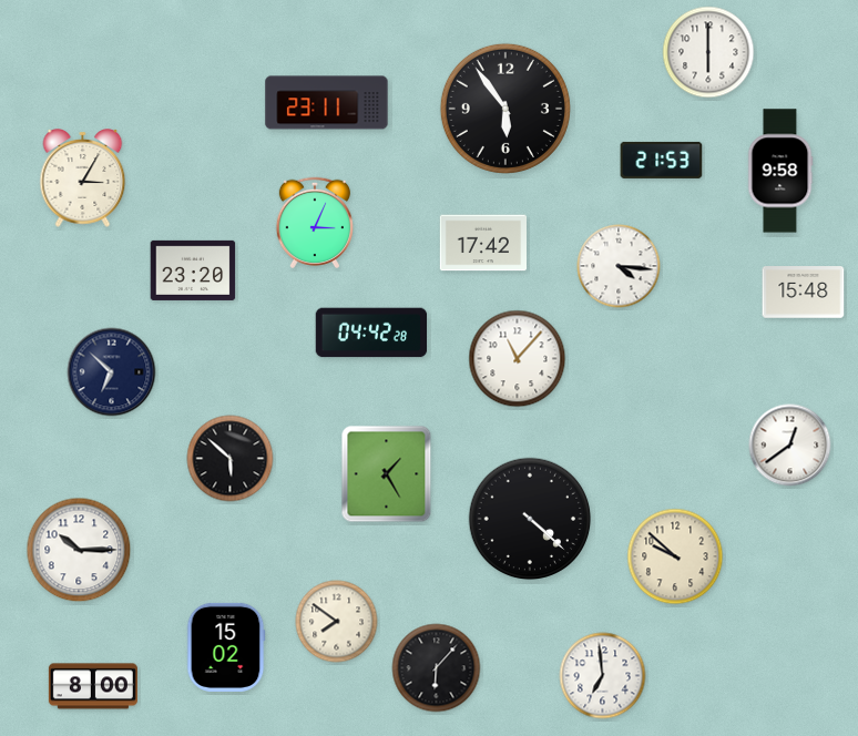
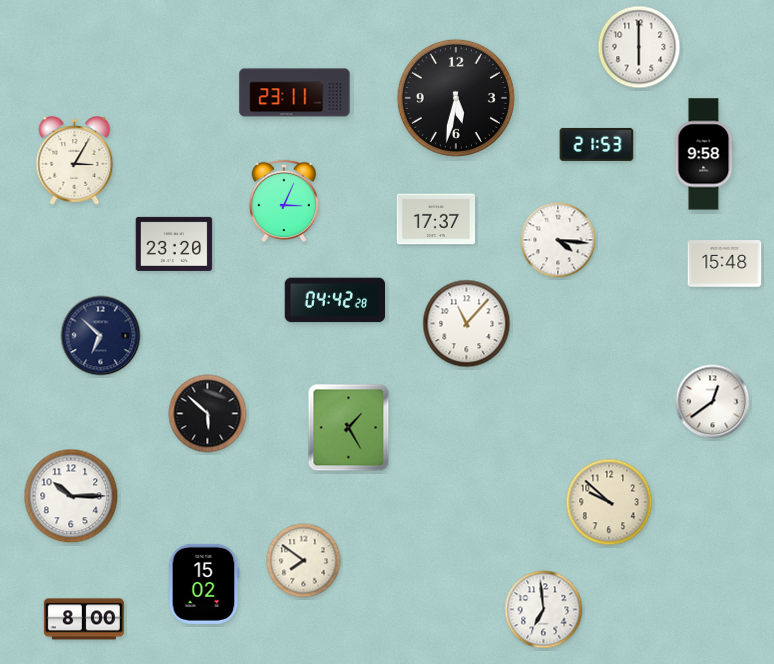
clock at (505, 109): 5:54 -> 5:32
clock at (483, 243): 17:42 -> 17:37
clock at (530, 519): 4:22 -> none
clock at (437, 668): 6:07 -> none
